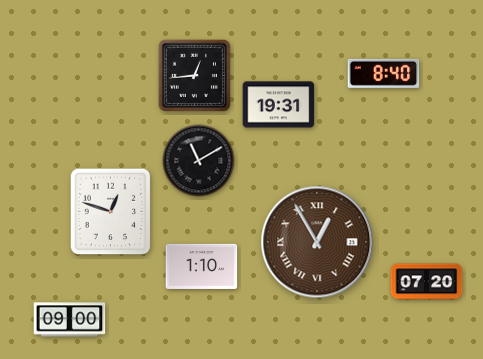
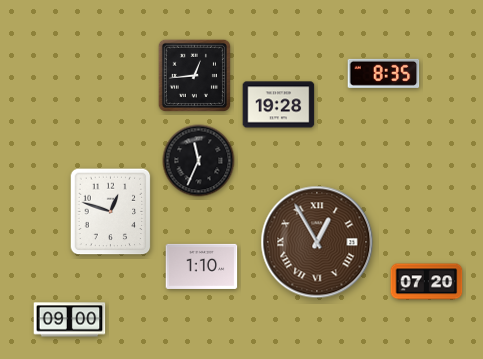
clock at (384, 73): 8:40 -> 8:35
clock at (279, 105): 19:31 -> 19:28
clock at (199, 161): 11:10 -> 11:34
